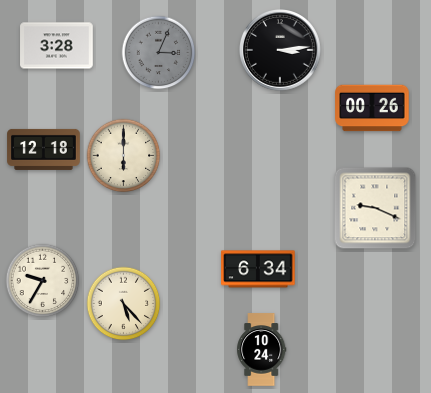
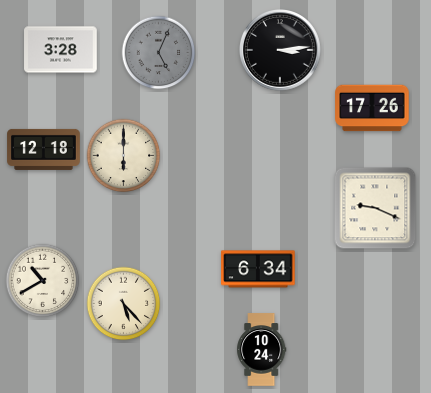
clock at (57, 46) position: (57, 46) -> (61, 50)
clock at (159, 53): 3:04 -> 5:04
clock at (372, 108): 00:26 -> 17:26
clock at (43, 281): 9:35 -> 10:40
